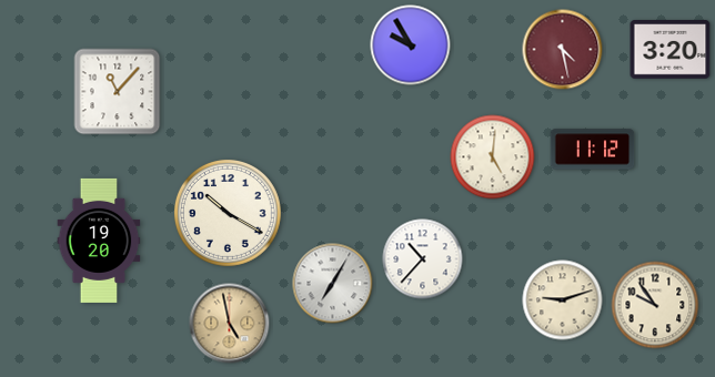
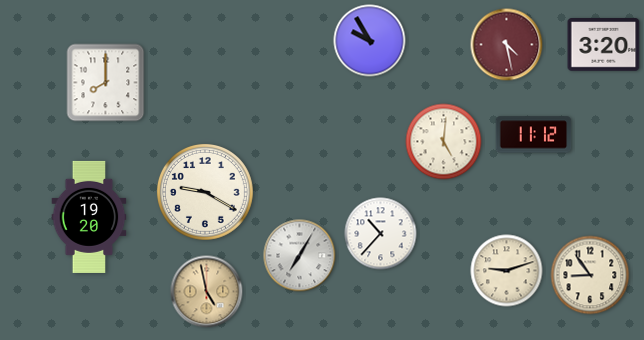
clock at (118, 92): 11:07 -> 8:00
clock at (228, 213): 10:20 -> 9:20
clock at (655, 305): 9:54 -> 8:54
